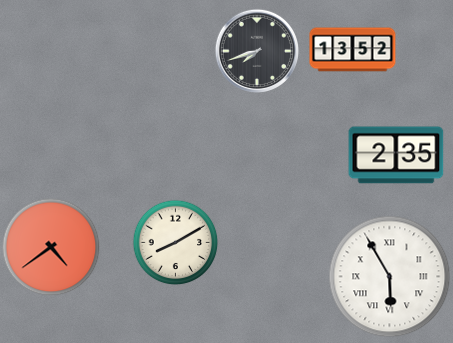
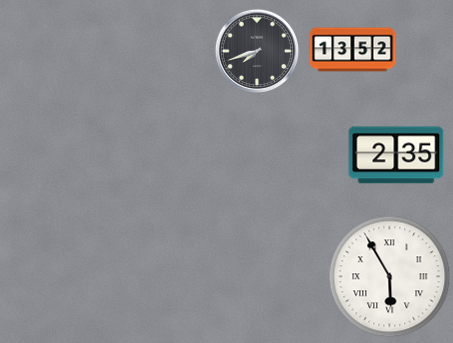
clock at (175, 242): 8:10 -> none
clock at (51, 247): 4:39 -> none
